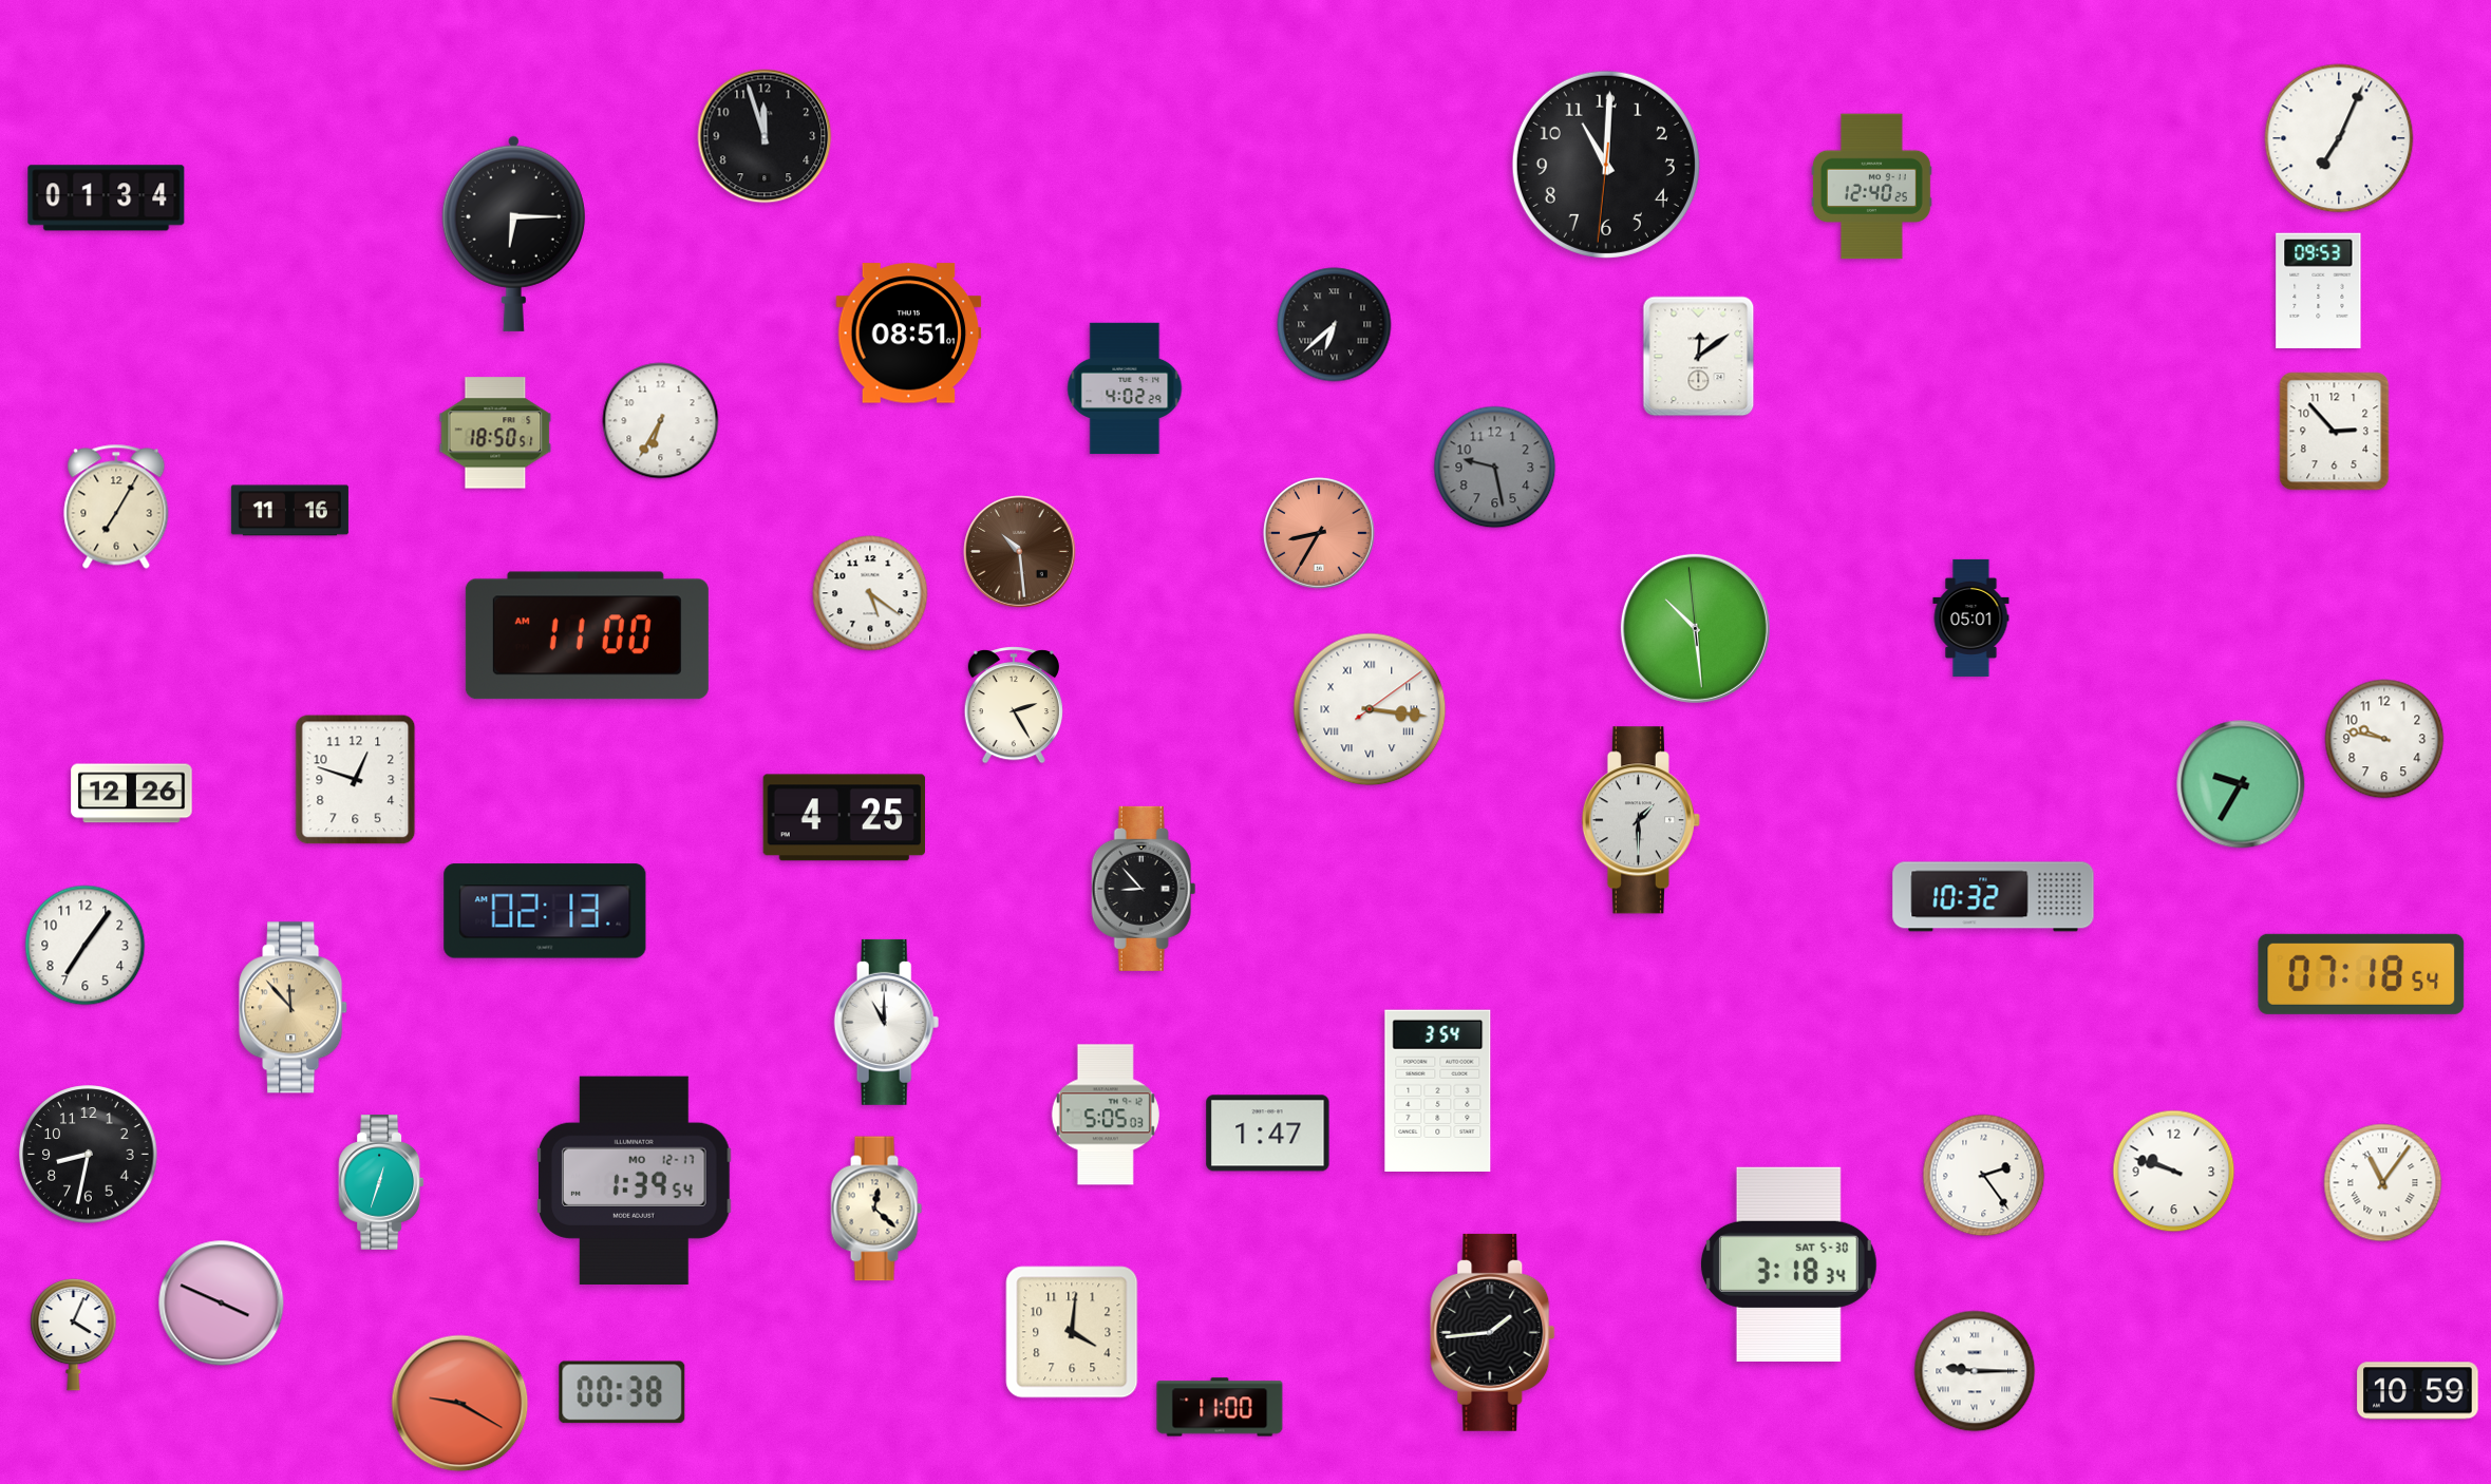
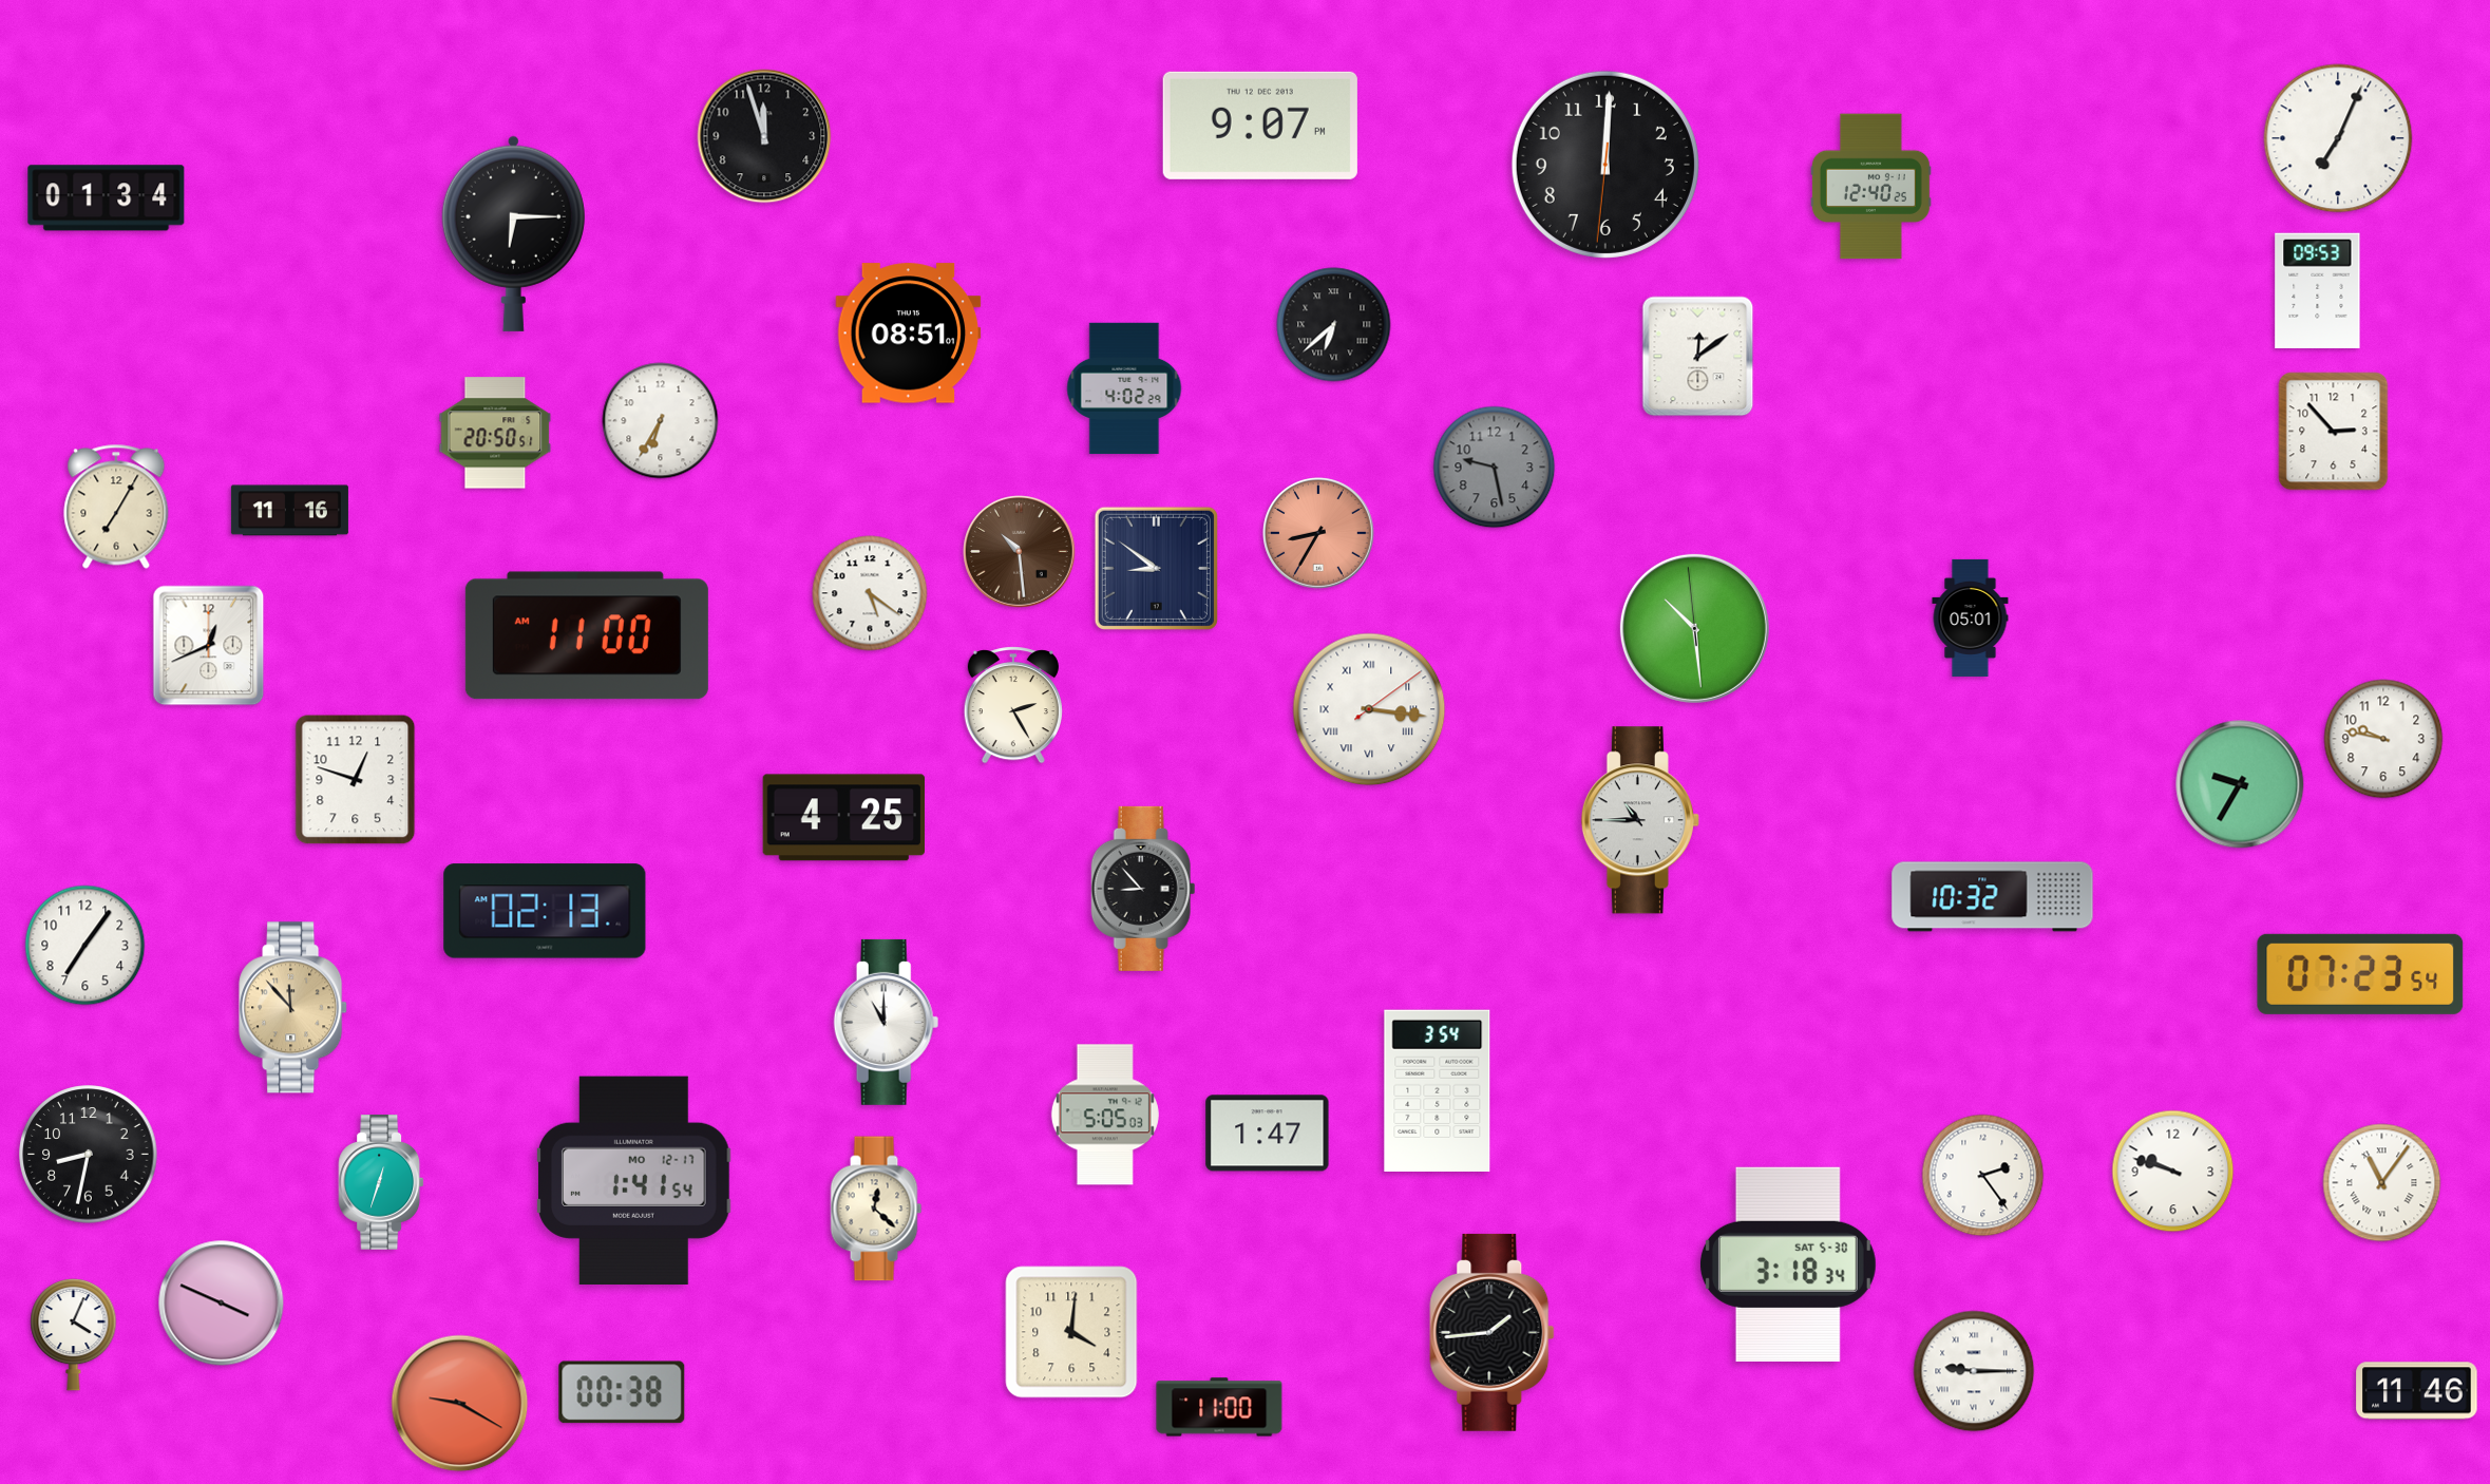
clock at (1260, 126): none -> 9:07
clock at (1606, 165): 11:00 -> 12:00
clock at (495, 433): 18:50 -> 20:50
clock at (1156, 568): none -> 8:51
clock at (209, 646): none -> 12:41
clock at (132, 794): 12:26 -> none
clock at (1641, 820): 1:30 -> 10:45
clock at (2361, 974): 07:18 -> 07:23
clock at (635, 1180): 1:39 -> 1:41
clock at (2418, 1391): 10:59 -> 11:46
